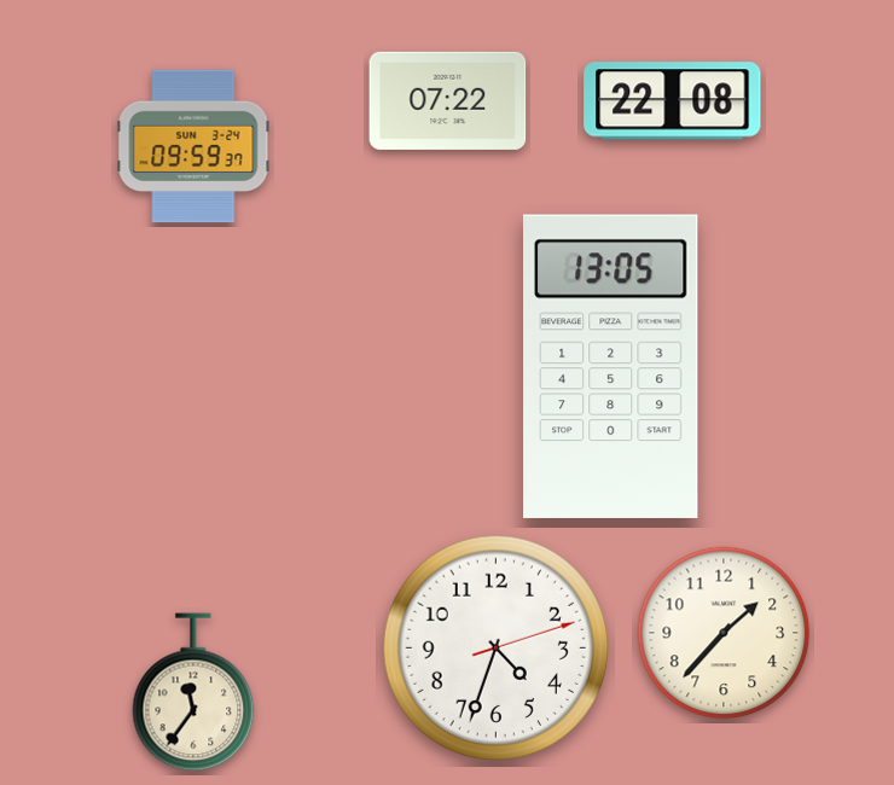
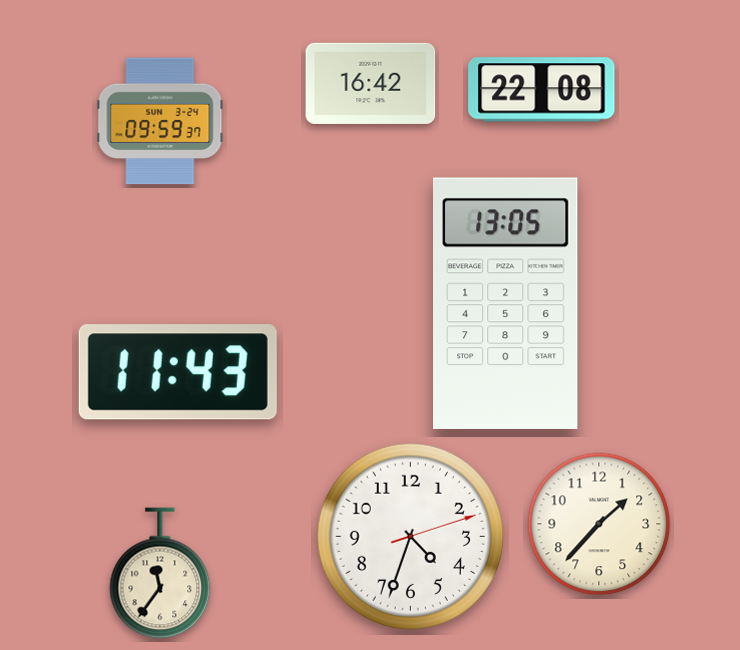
clock at (448, 100): 07:22 -> 16:42
clock at (673, 101) position: (673, 101) -> (542, 90)
clock at (178, 372): none -> 11:43
